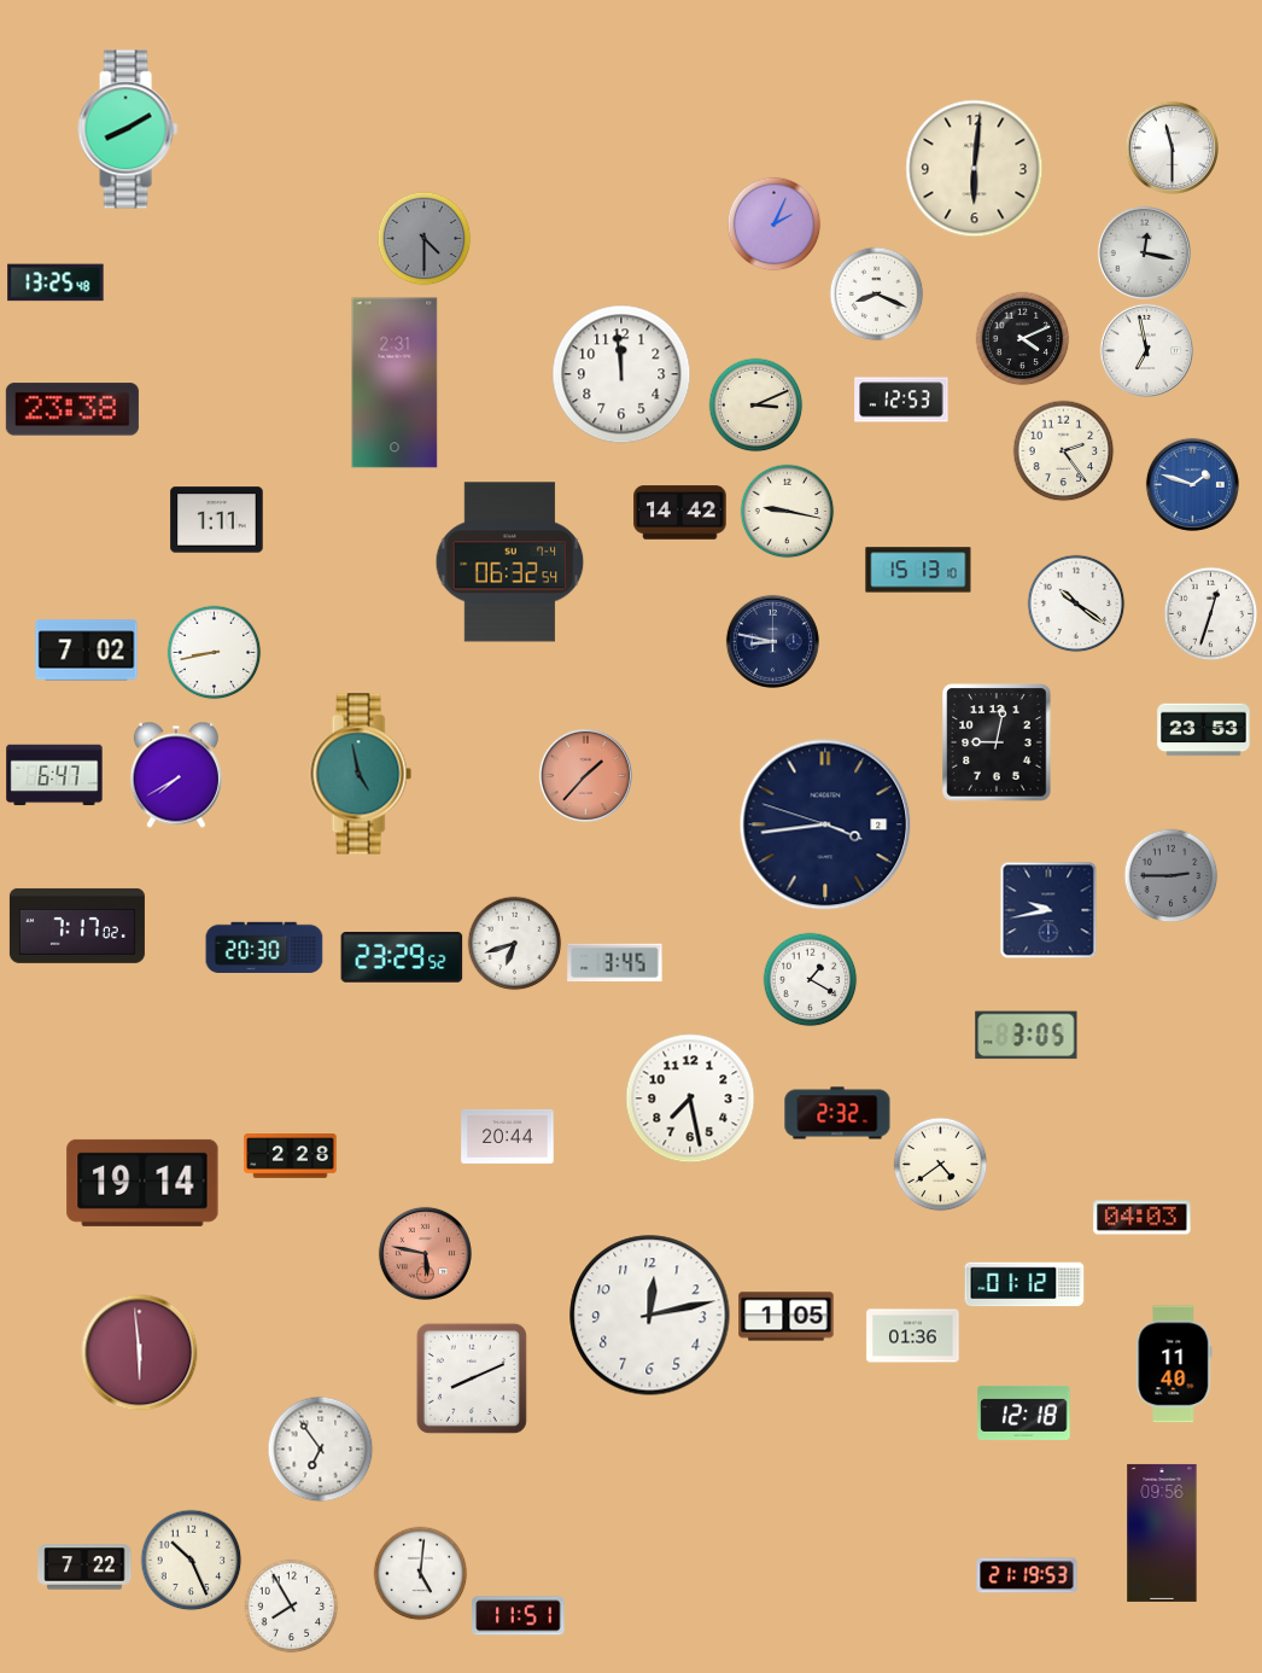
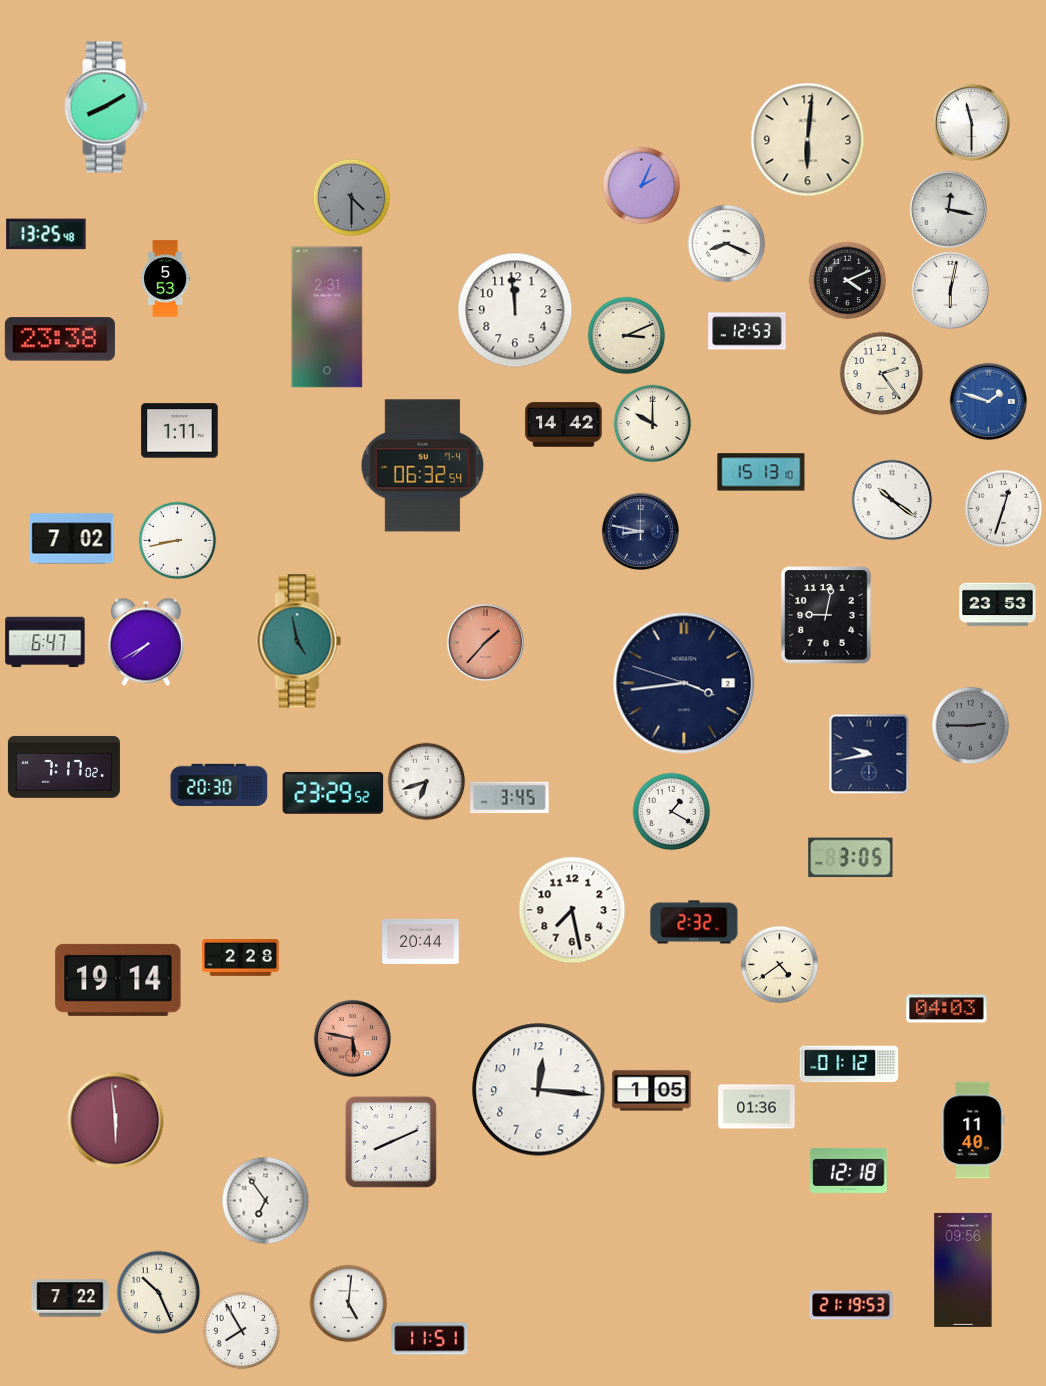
clock at (166, 279): none -> 5:53
clock at (1146, 350): 6:58 -> 6:02
clock at (787, 511): 9:17 -> 10:00
clock at (650, 1316): 12:13 -> 12:16
